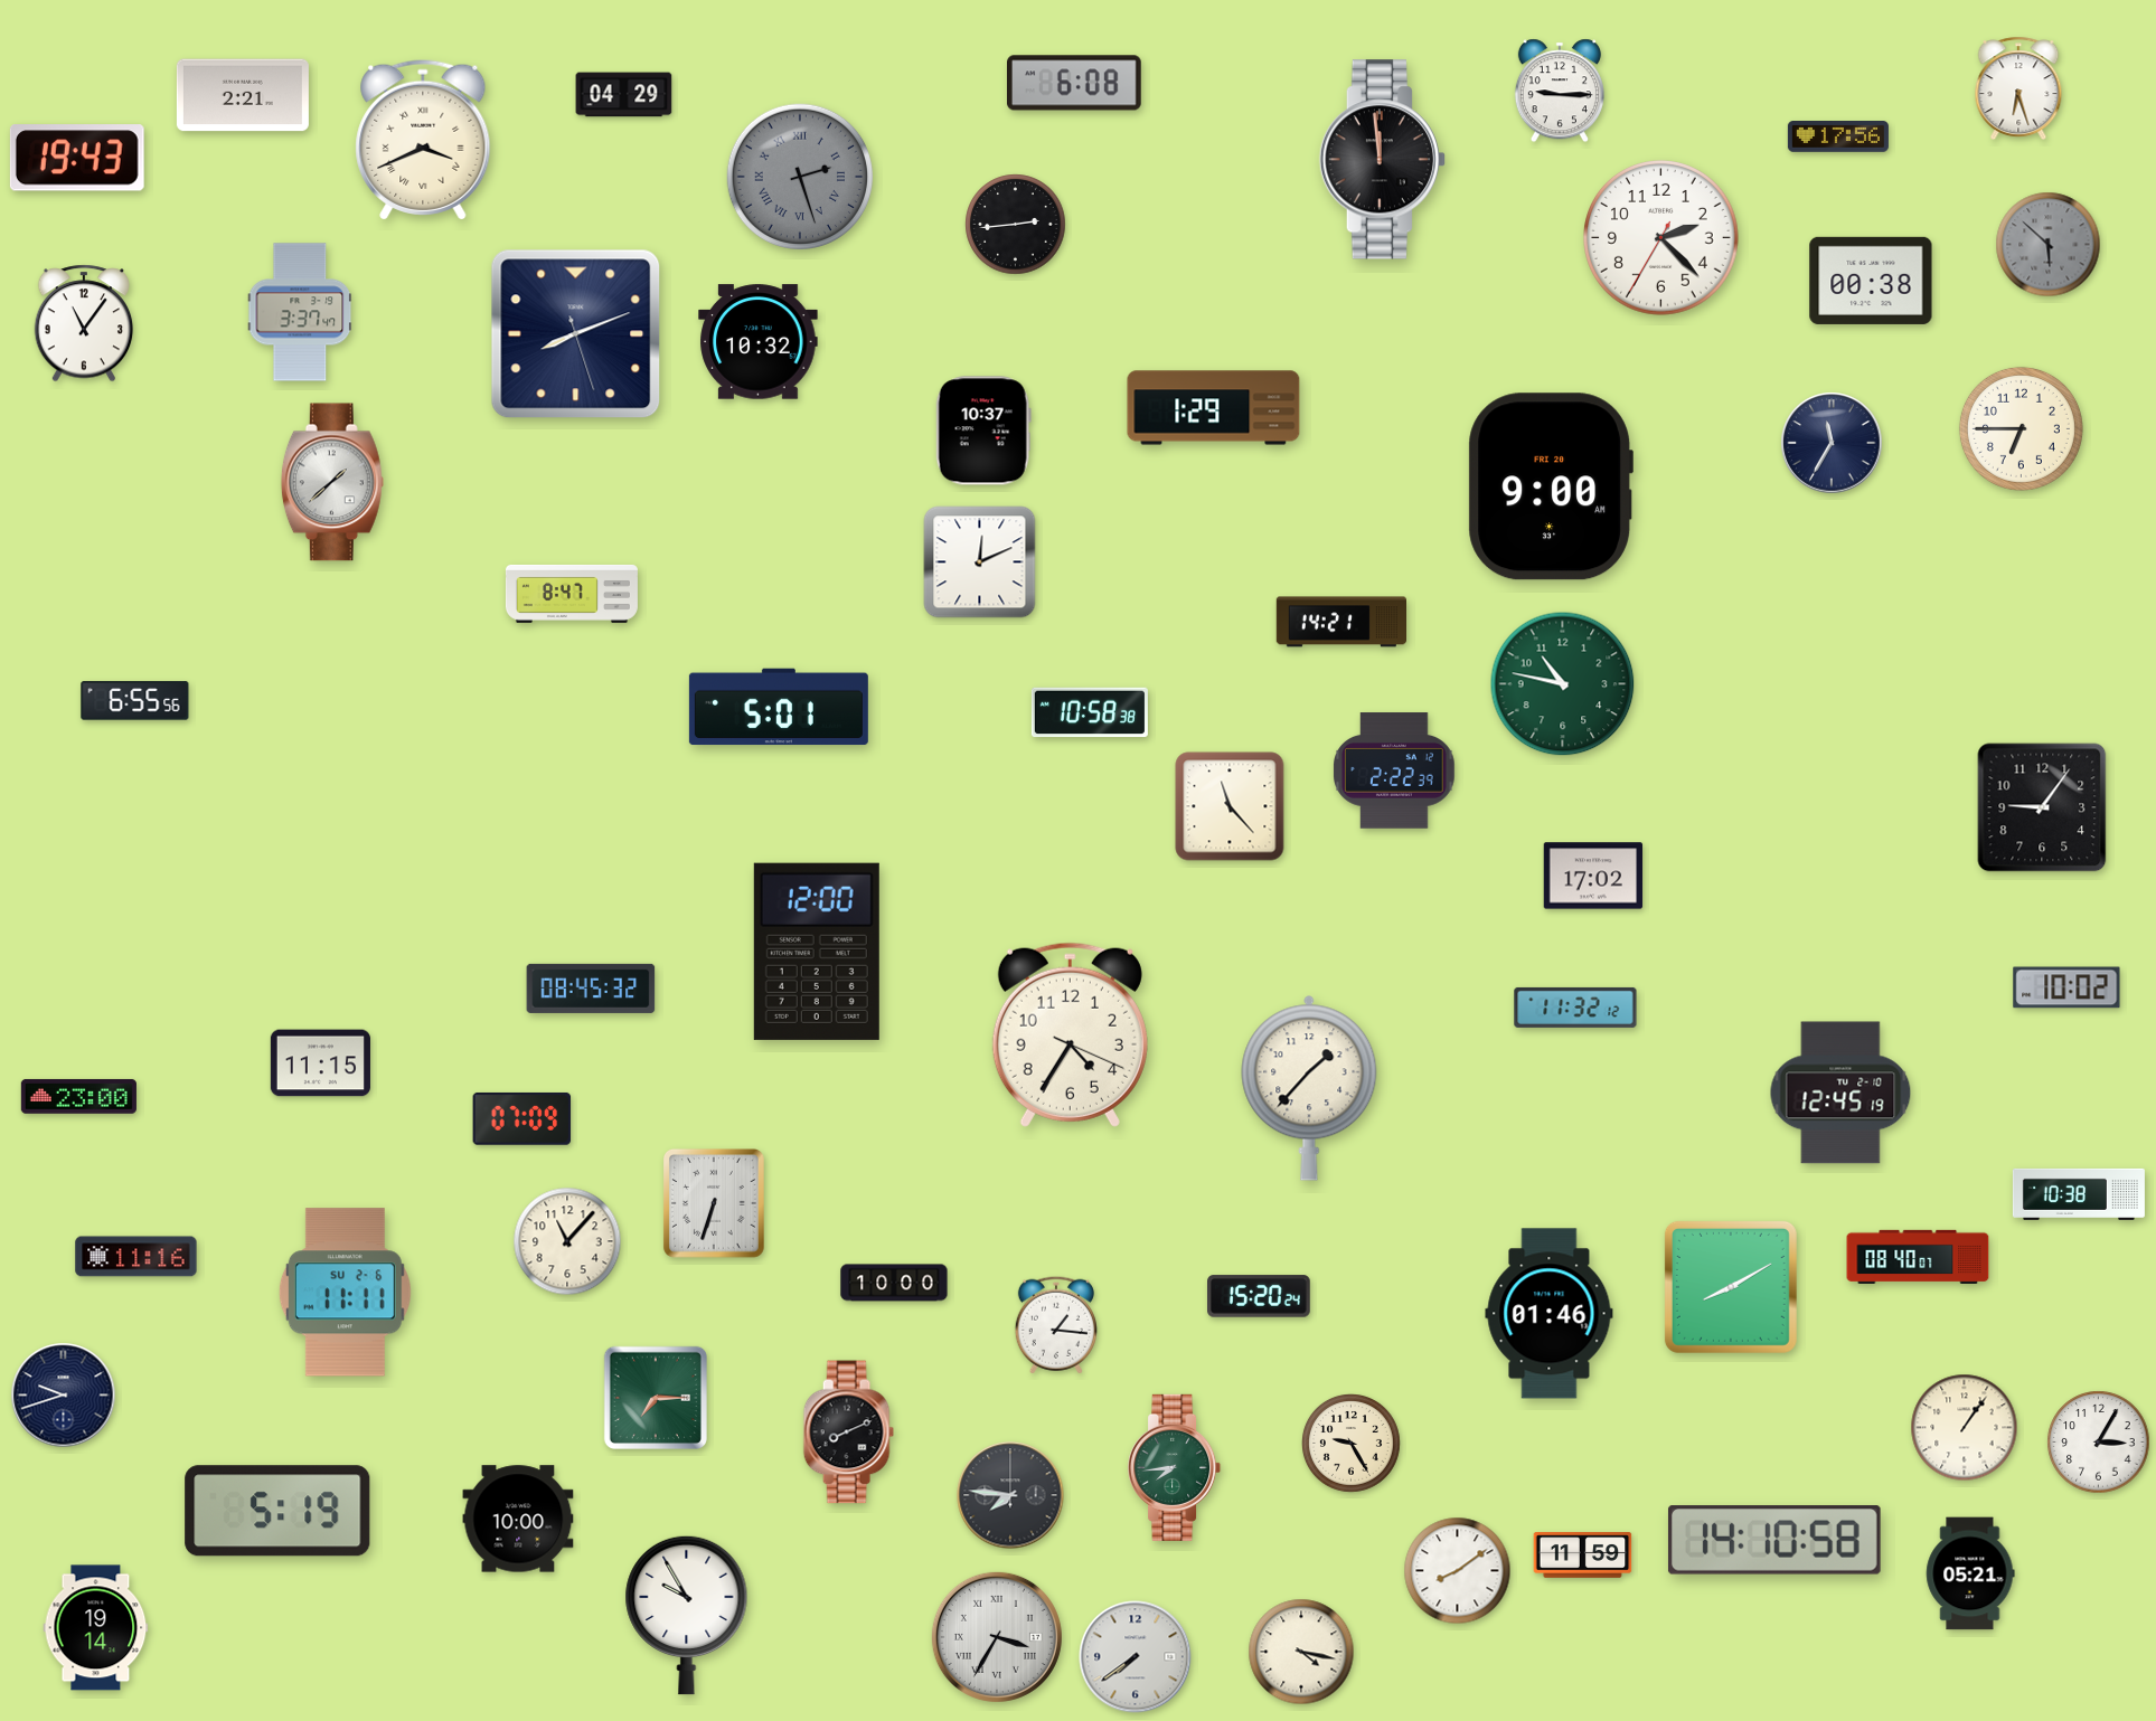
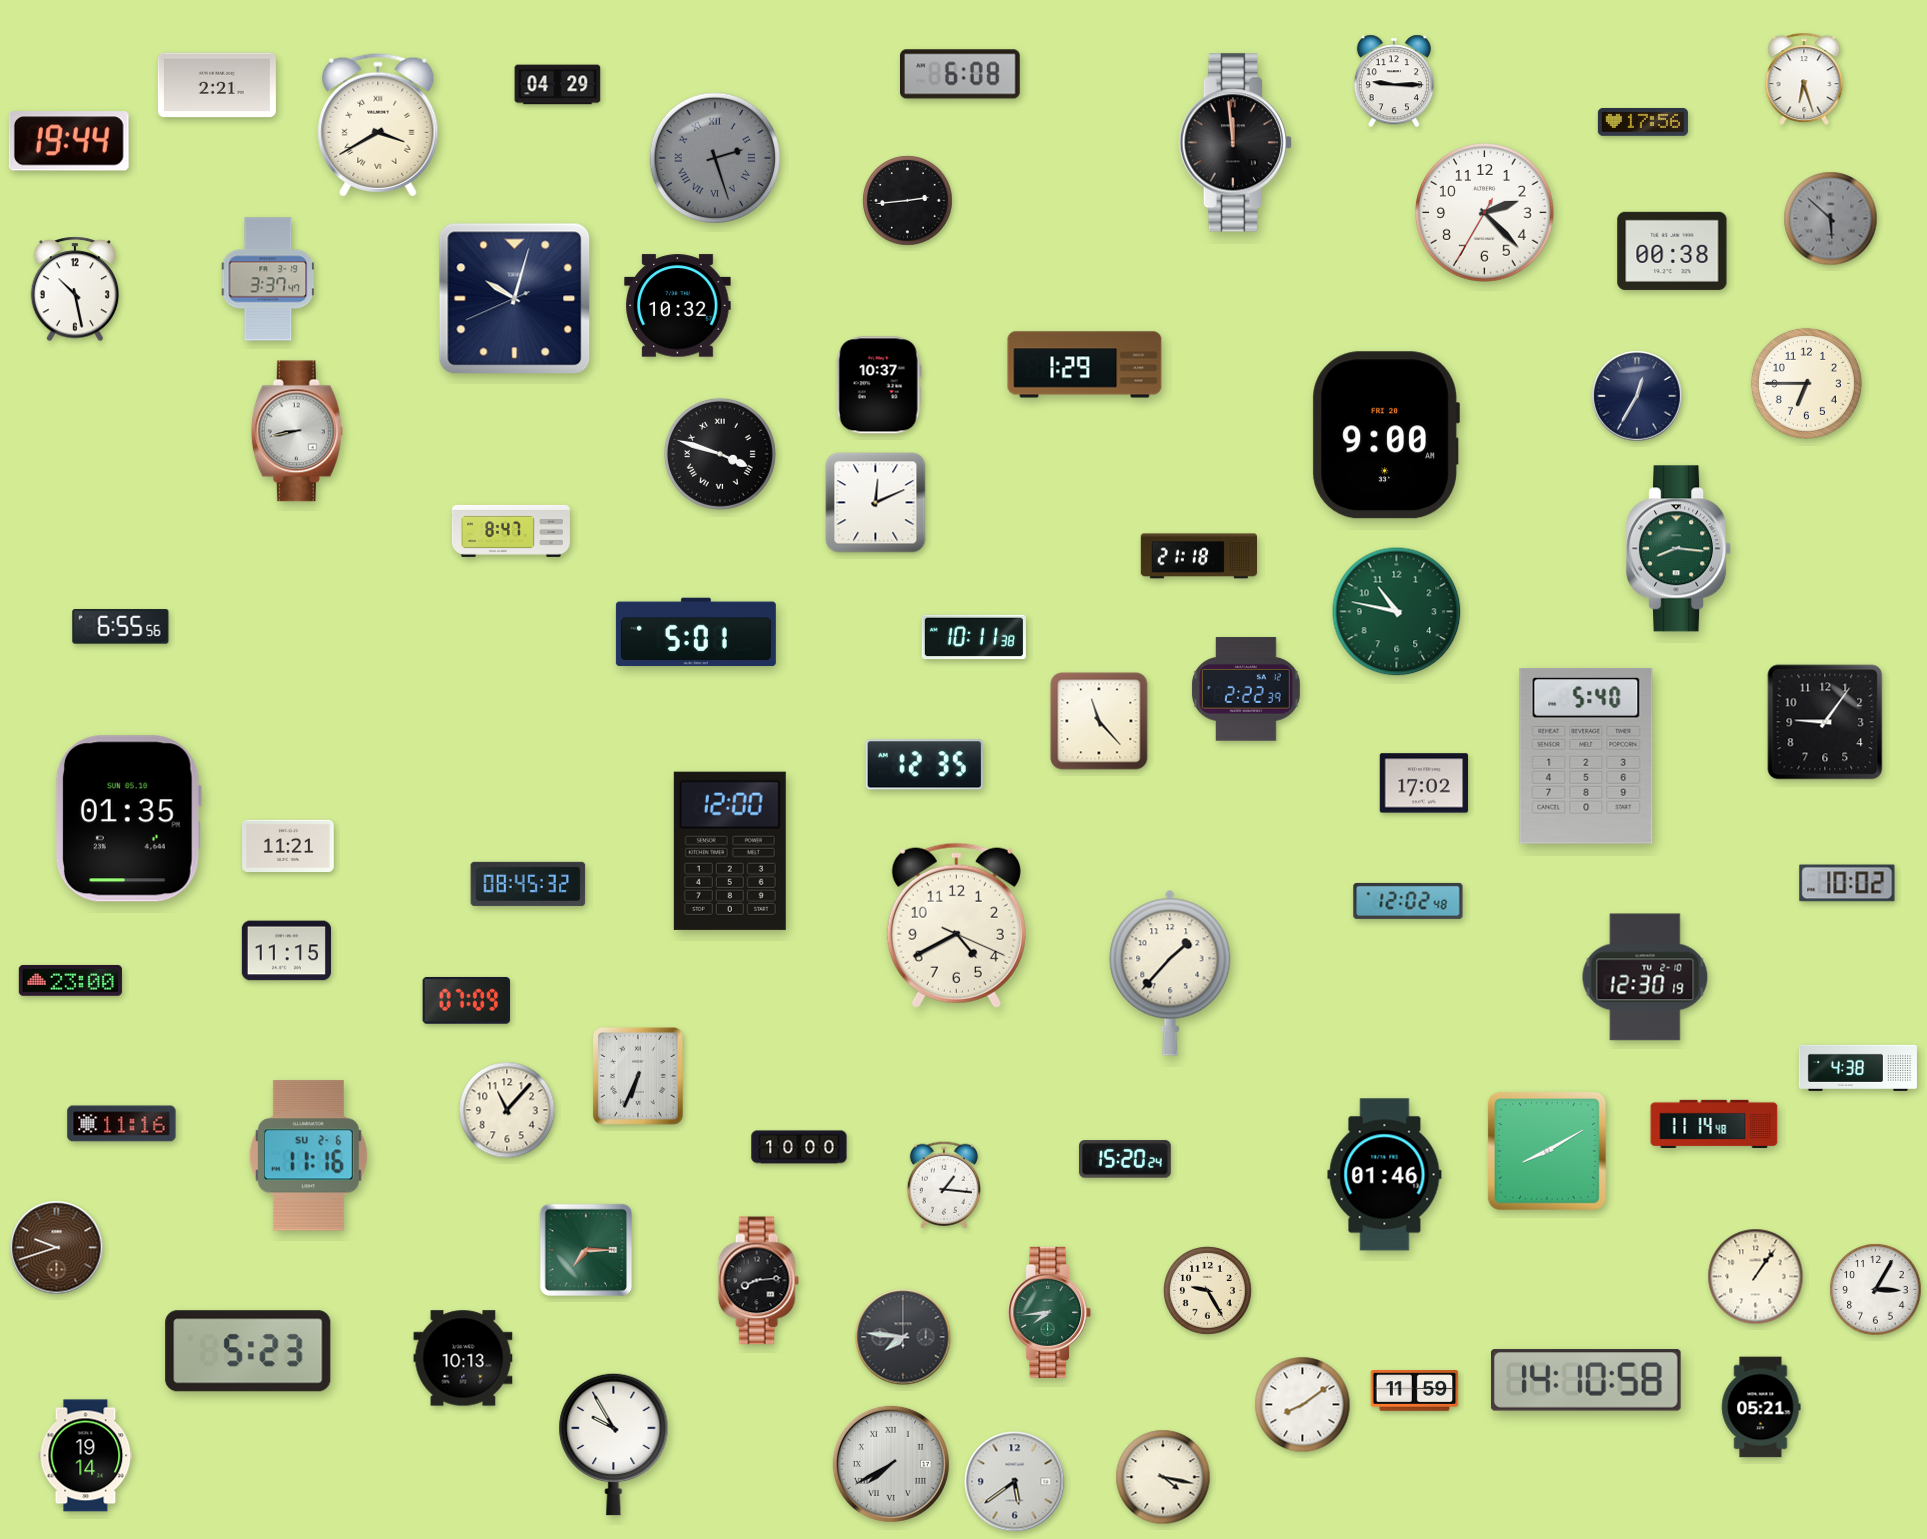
clock at (423, 140): 3:41 -> 3:40
clock at (77, 158): 19:43 -> 19:44
clock at (84, 323): 11:06 -> 10:28
clock at (576, 334): 8:11 -> 10:02
clock at (1832, 443): 11:35 -> 12:35
clock at (332, 482): 1:38 -> 8:43
clock at (720, 454): none -> 3:48
clock at (1679, 549): none -> 8:16
clock at (1340, 622): 14:21 -> 21:18
clock at (1090, 712): 10:58 -> 10:11
clock at (1586, 756): none -> 5:40
clock at (924, 765): none -> 12:35
clock at (128, 819): none -> 01:35
clock at (288, 845): none -> 11:21
clock at (1575, 1008): 11:32 -> 12:02
clock at (1070, 1034): 4:35 -> 4:40
clock at (1840, 1093): 12:45 -> 12:30
clock at (2079, 1194): 10:38 -> 4:38
clock at (714, 1204): 6:33 -> 6:34
clock at (1918, 1256): 08:40 -> 11:14
clock at (345, 1293): 11:11 -> 11:16
clock at (64, 1396) dial: navy -> brown
clock at (848, 1432): 8:11 -> 8:14
clock at (277, 1511): 5:19 -> 5:23
clock at (518, 1519): 10:00 -> 10:13
clock at (1774, 1540) position: (1774, 1540) -> (1586, 1380)
clock at (997, 1637): 3:35 -> 7:40
clock at (1136, 1657): 7:39 -> 5:39
